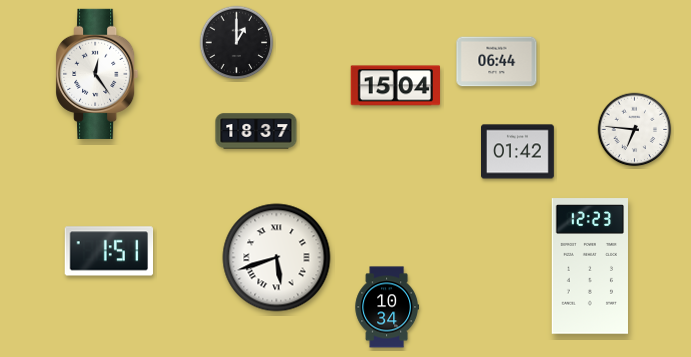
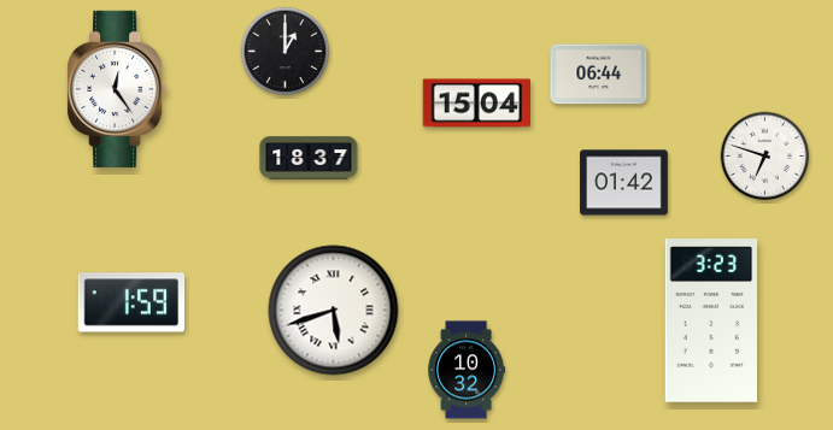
clock at (635, 130): 6:46 -> 6:48
clock at (109, 251): 1:51 -> 1:59
clock at (589, 266): 12:23 -> 3:23
clock at (386, 307): 10:34 -> 10:32
